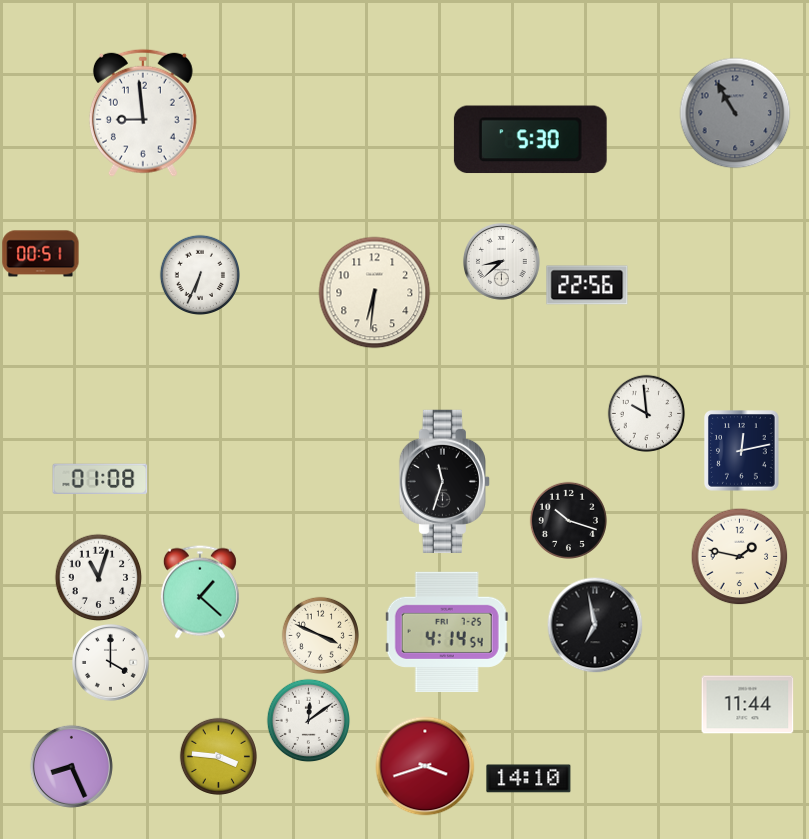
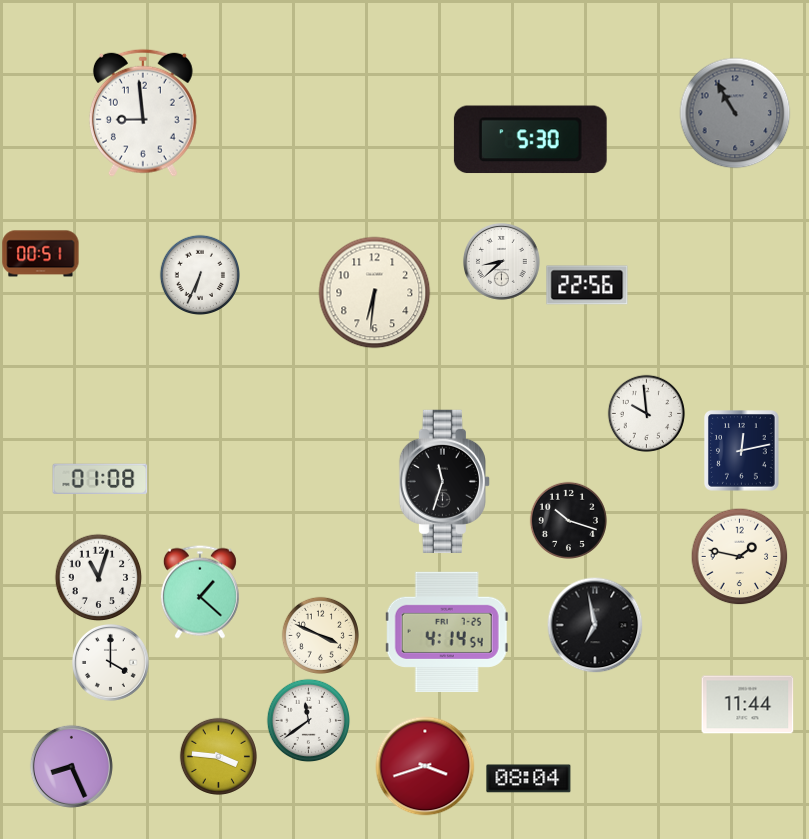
clock at (308, 720): 12:09 -> 11:39
clock at (529, 779): 14:10 -> 08:04
